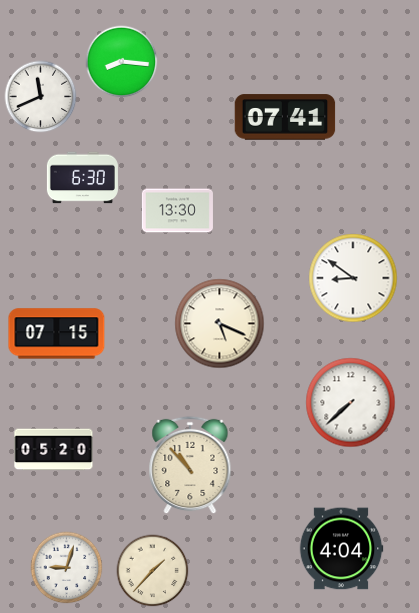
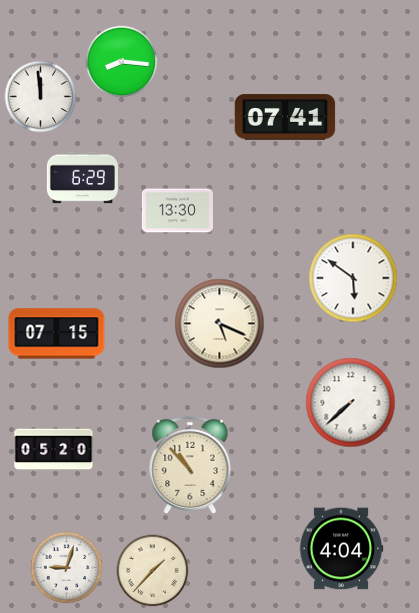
clock at (41, 97): 11:41 -> 11:59
clock at (82, 178): 6:30 -> 6:29
clock at (353, 278): 8:51 -> 5:51
